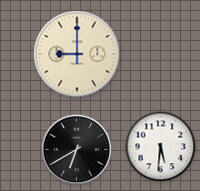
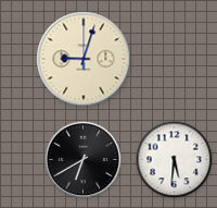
clock at (77, 54): 9:00 -> 9:03
clock at (77, 150) position: (77, 150) -> (84, 160)
